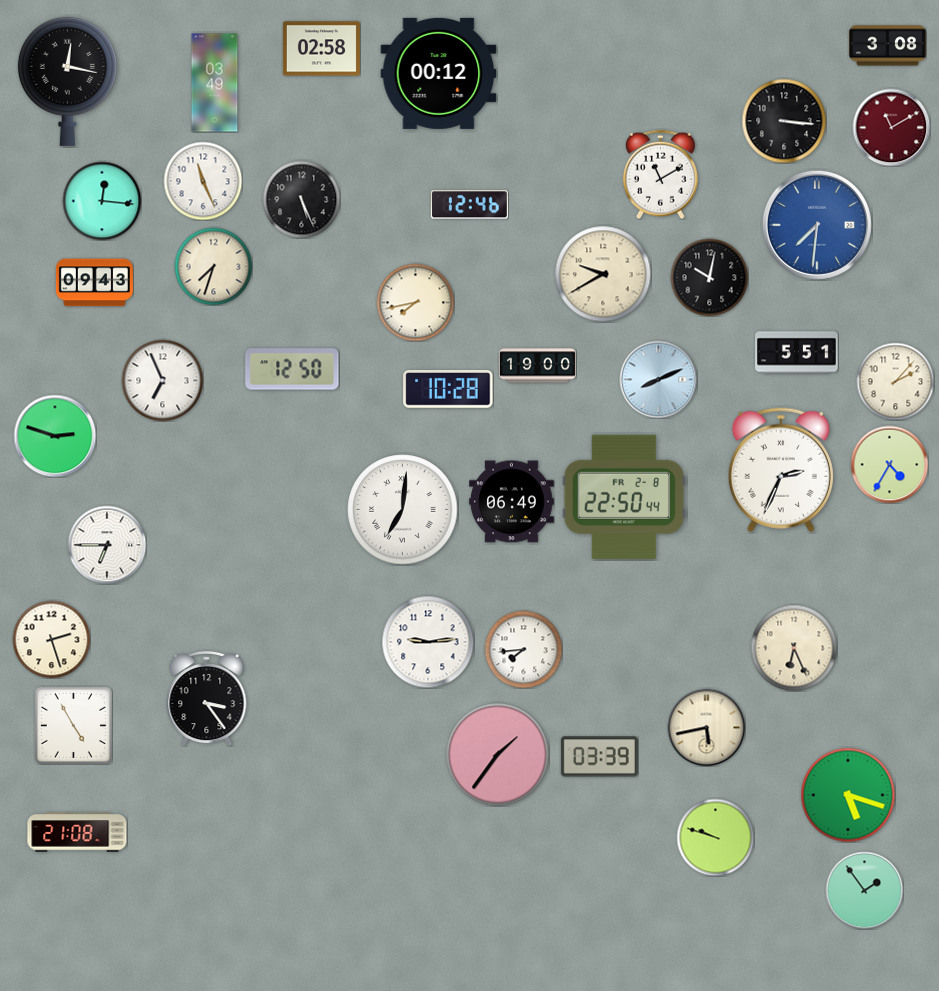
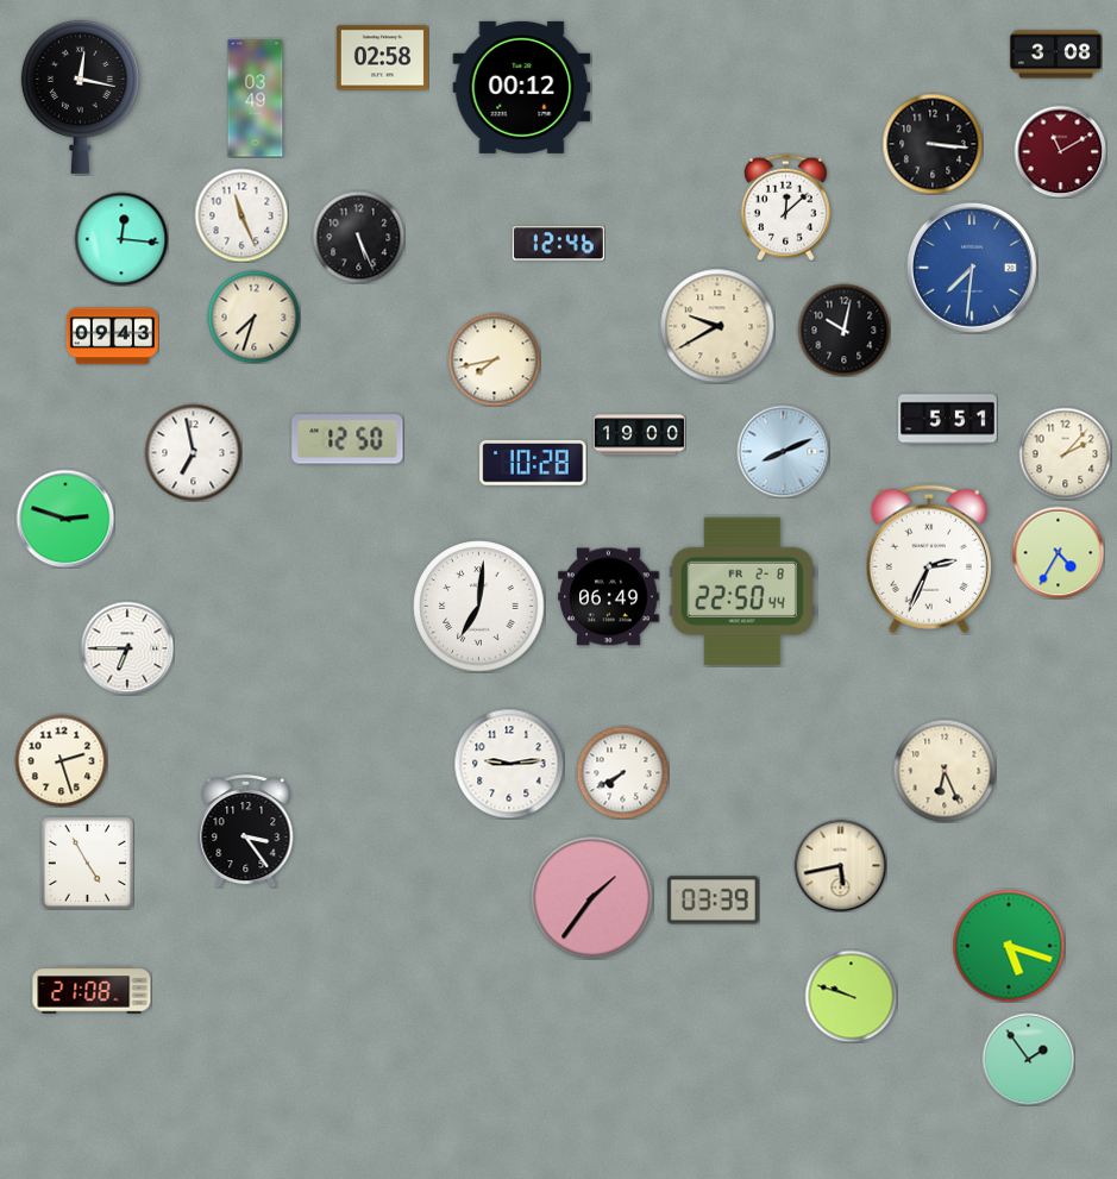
clock at (660, 174): 11:10 -> 12:08
clock at (162, 380): 6:56 -> 6:58
clock at (523, 649): 7:44 -> 7:40
